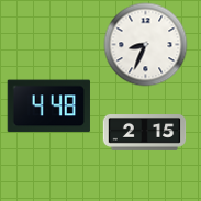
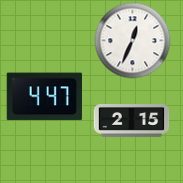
clock at (146, 45): 8:34 -> 12:34
clock at (48, 107): 4:48 -> 4:47
